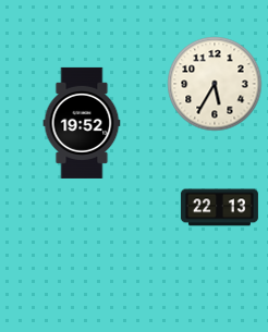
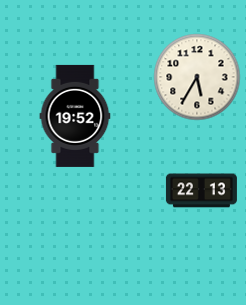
clock at (82, 123) position: (82, 123) -> (75, 116)
